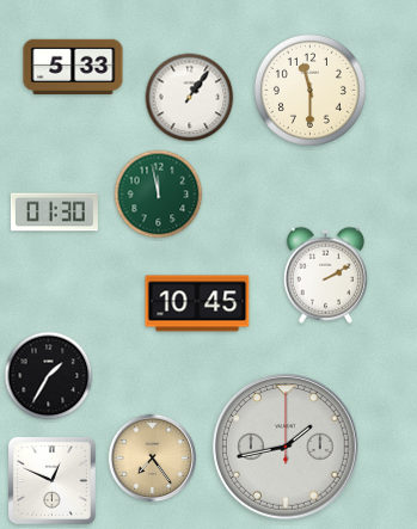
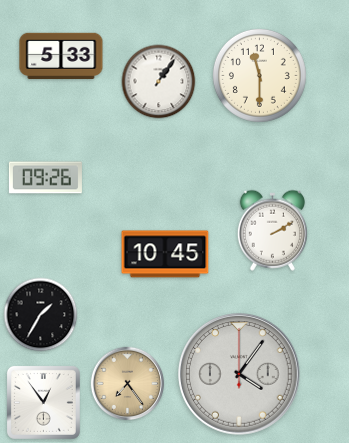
clock at (159, 195): 11:58 -> none
clock at (54, 213): 01:30 -> 09:26
clock at (287, 448): 1:43 -> 4:06
clock at (51, 480): 12:49 -> 12:54
